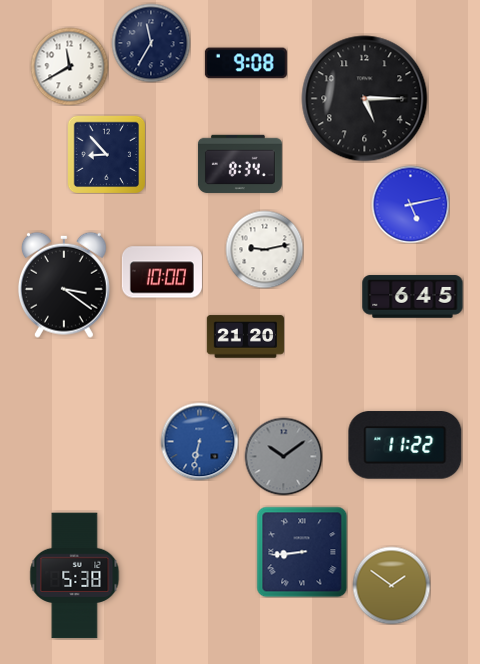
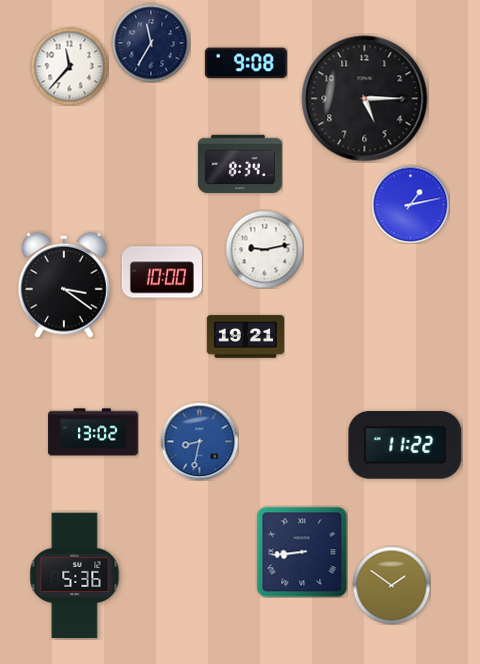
clock at (69, 66): 11:40 -> 11:37
clock at (106, 154): 8:53 -> none
clock at (410, 204): 5:13 -> 1:13
clock at (413, 297): 6:45 -> none
clock at (245, 337): 21:20 -> 19:21
clock at (93, 432): none -> 13:02
clock at (199, 441): 6:32 -> 8:32
clock at (283, 456): 10:09 -> none
clock at (75, 576): 5:38 -> 5:36
